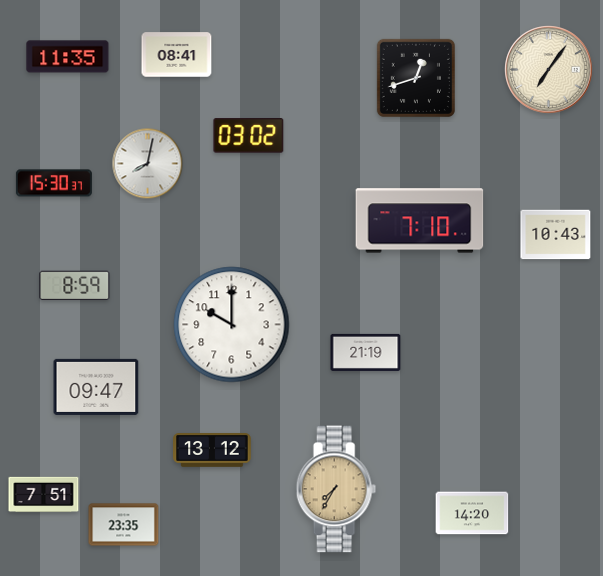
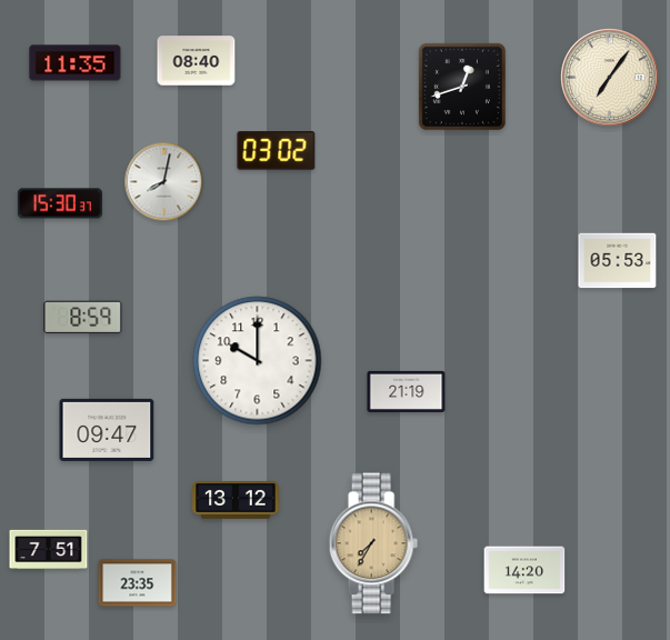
clock at (177, 55): 08:41 -> 08:40
clock at (420, 221): 7:10 -> none
clock at (556, 235): 10:43 -> 05:53
